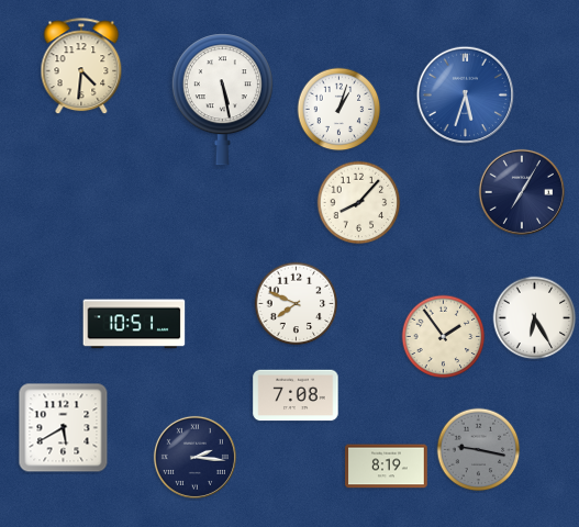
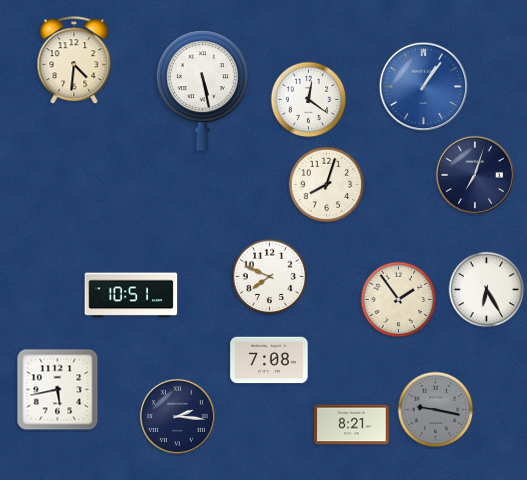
clock at (466, 96): 5:33 -> 1:06
clock at (339, 110): 1:03 -> 12:21
clock at (522, 192): 7:05 -> 7:03
clock at (359, 203): 8:07 -> 8:03
clock at (134, 324) position: (134, 324) -> (131, 295)
clock at (444, 337) position: (444, 337) -> (399, 300)
clock at (64, 428): 5:40 -> 5:43
clock at (387, 467): 8:19 -> 8:21
